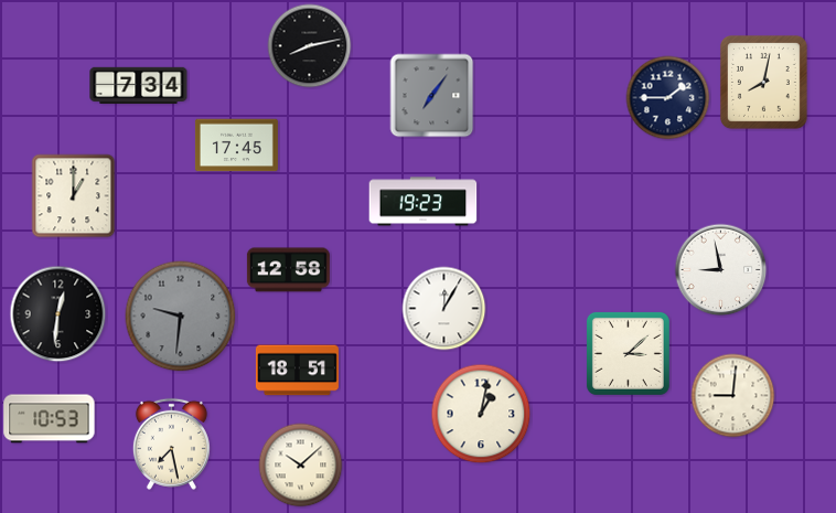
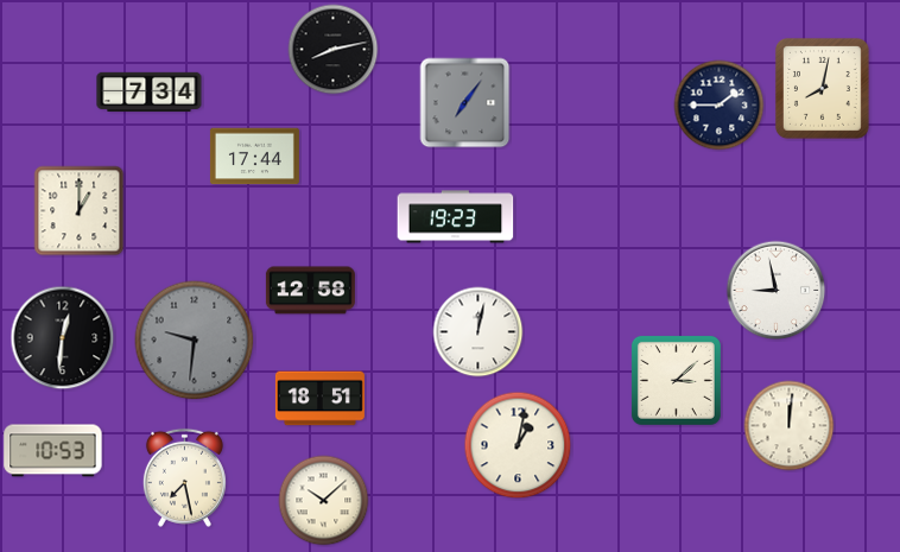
clock at (236, 146): 17:45 -> 17:44
clock at (444, 309): 12:05 -> 12:02
clock at (733, 396): 9:01 -> 12:01
